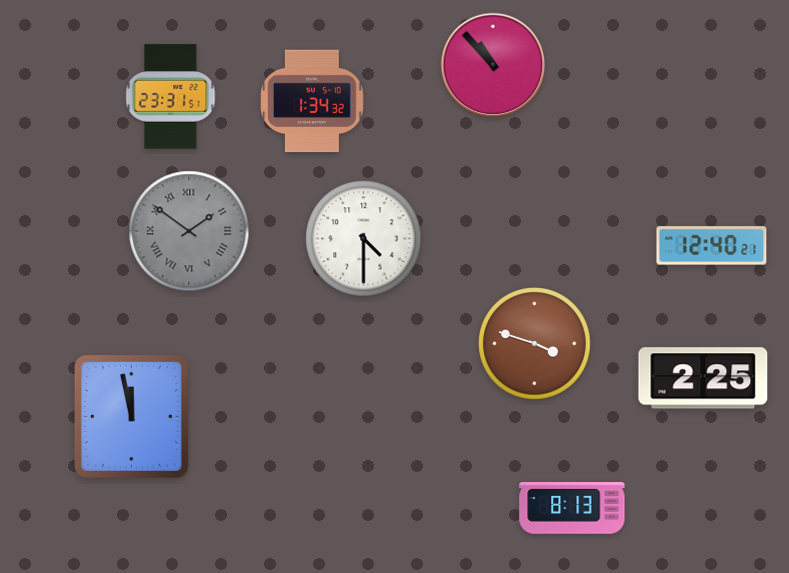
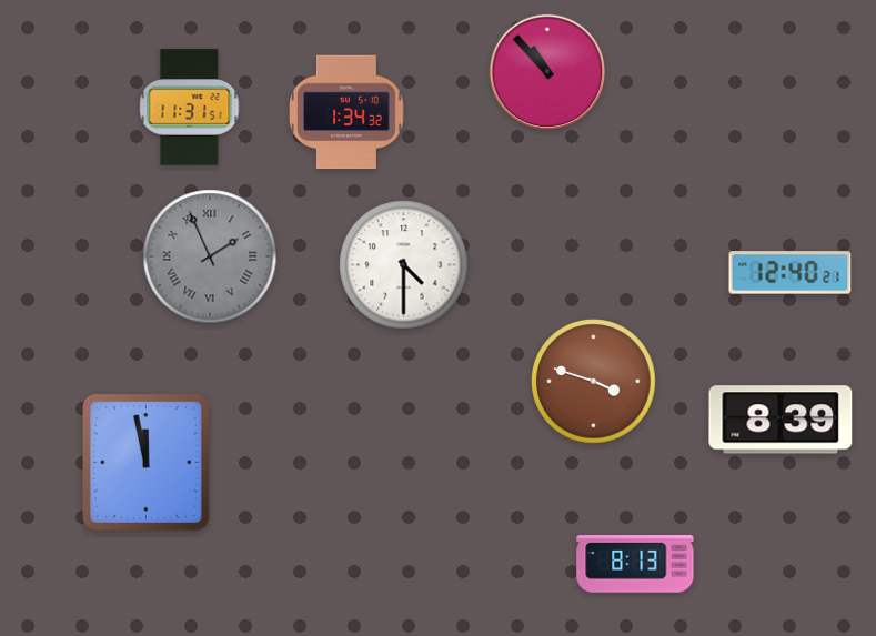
clock at (171, 97): 23:31 -> 11:31
clock at (189, 231): 1:51 -> 1:56
clock at (703, 378): 2:25 -> 8:39
